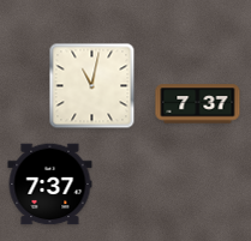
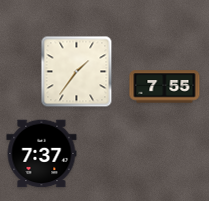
clock at (92, 86): 11:02 -> 1:36
clock at (198, 104): 7:37 -> 7:55
